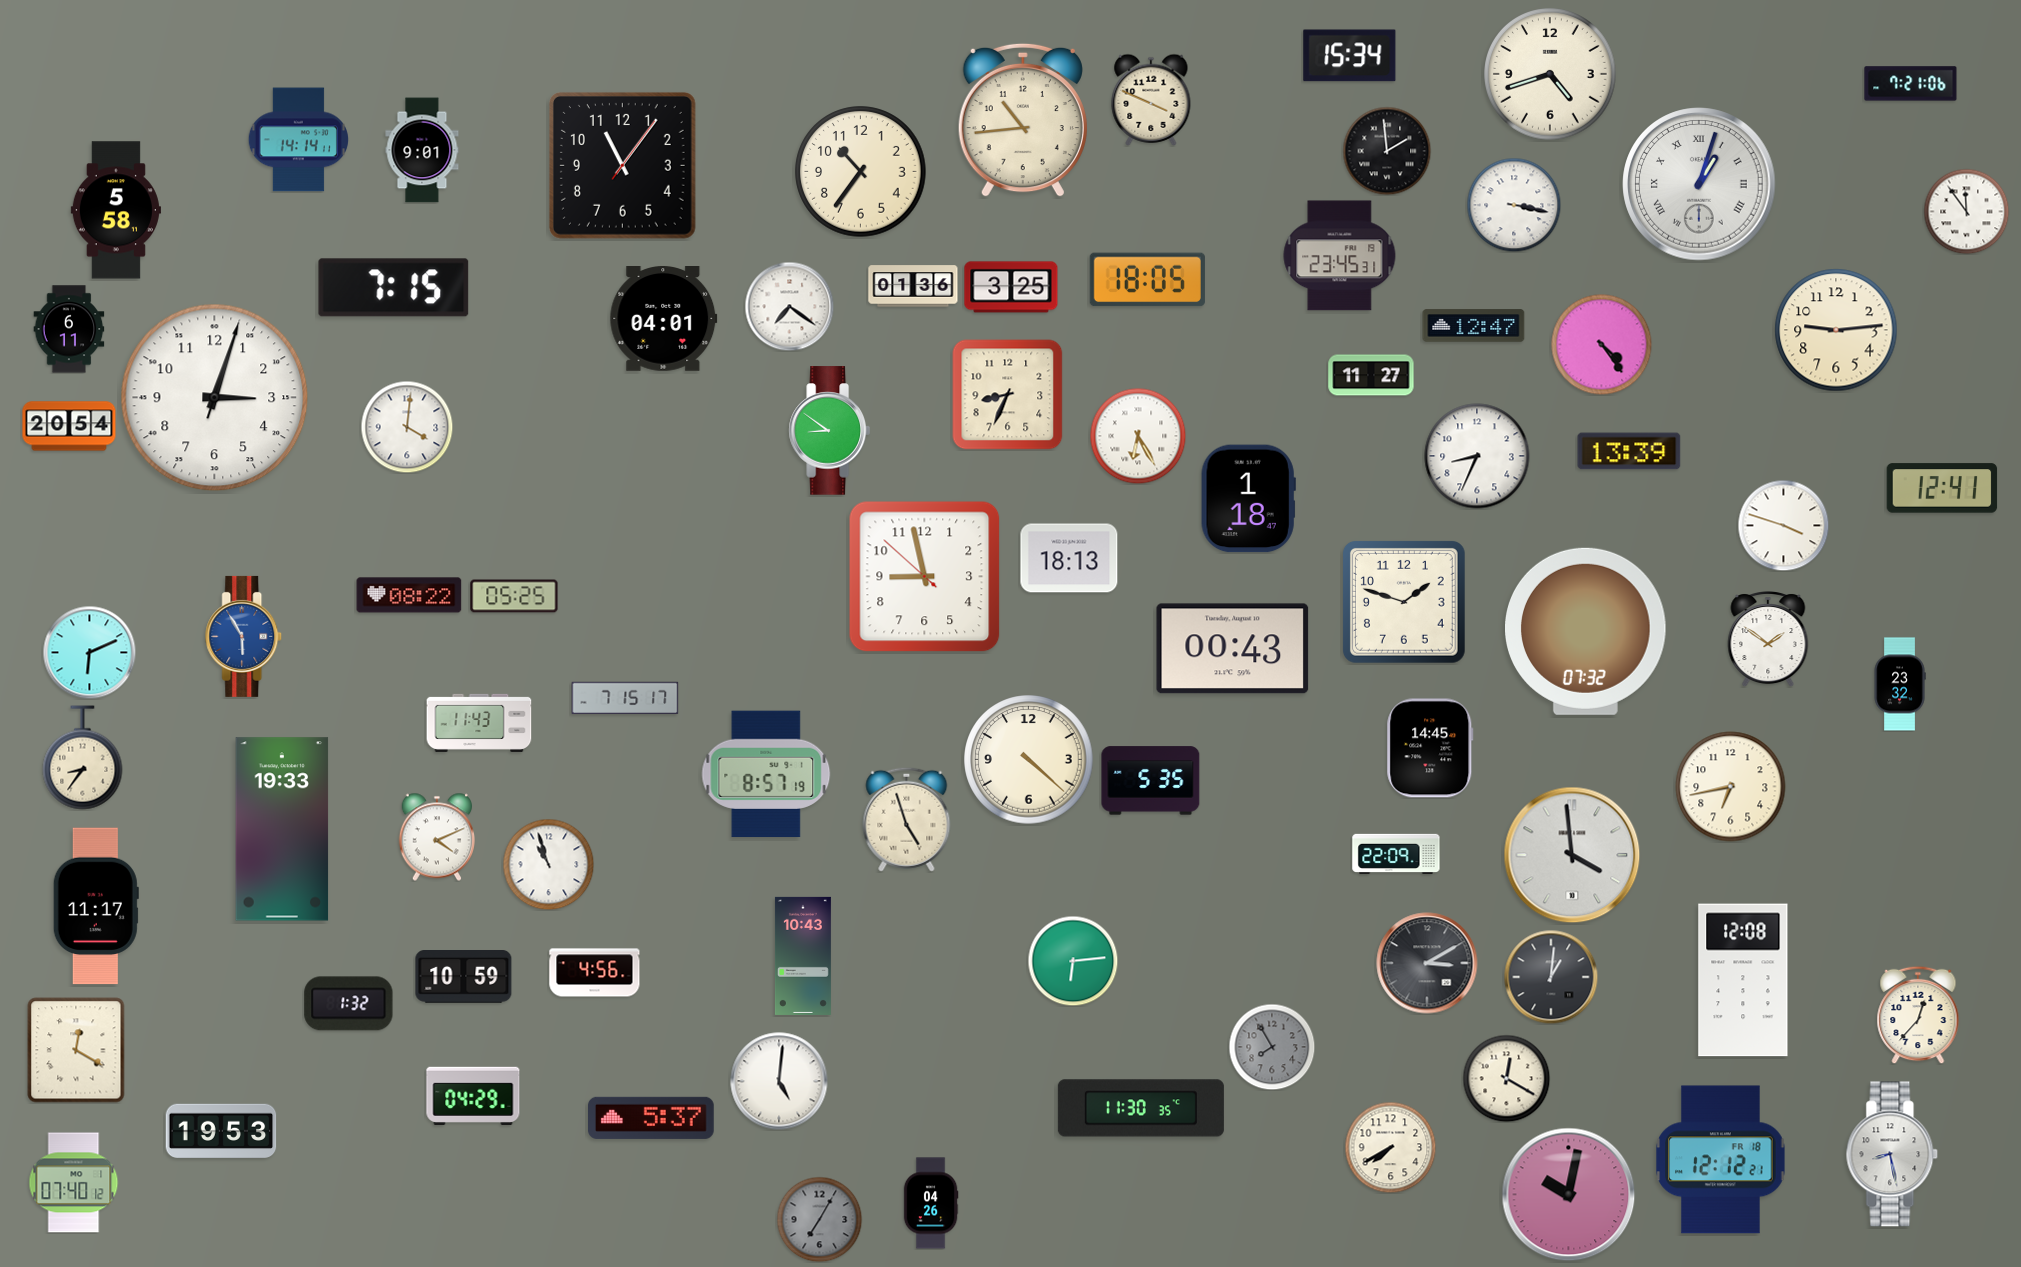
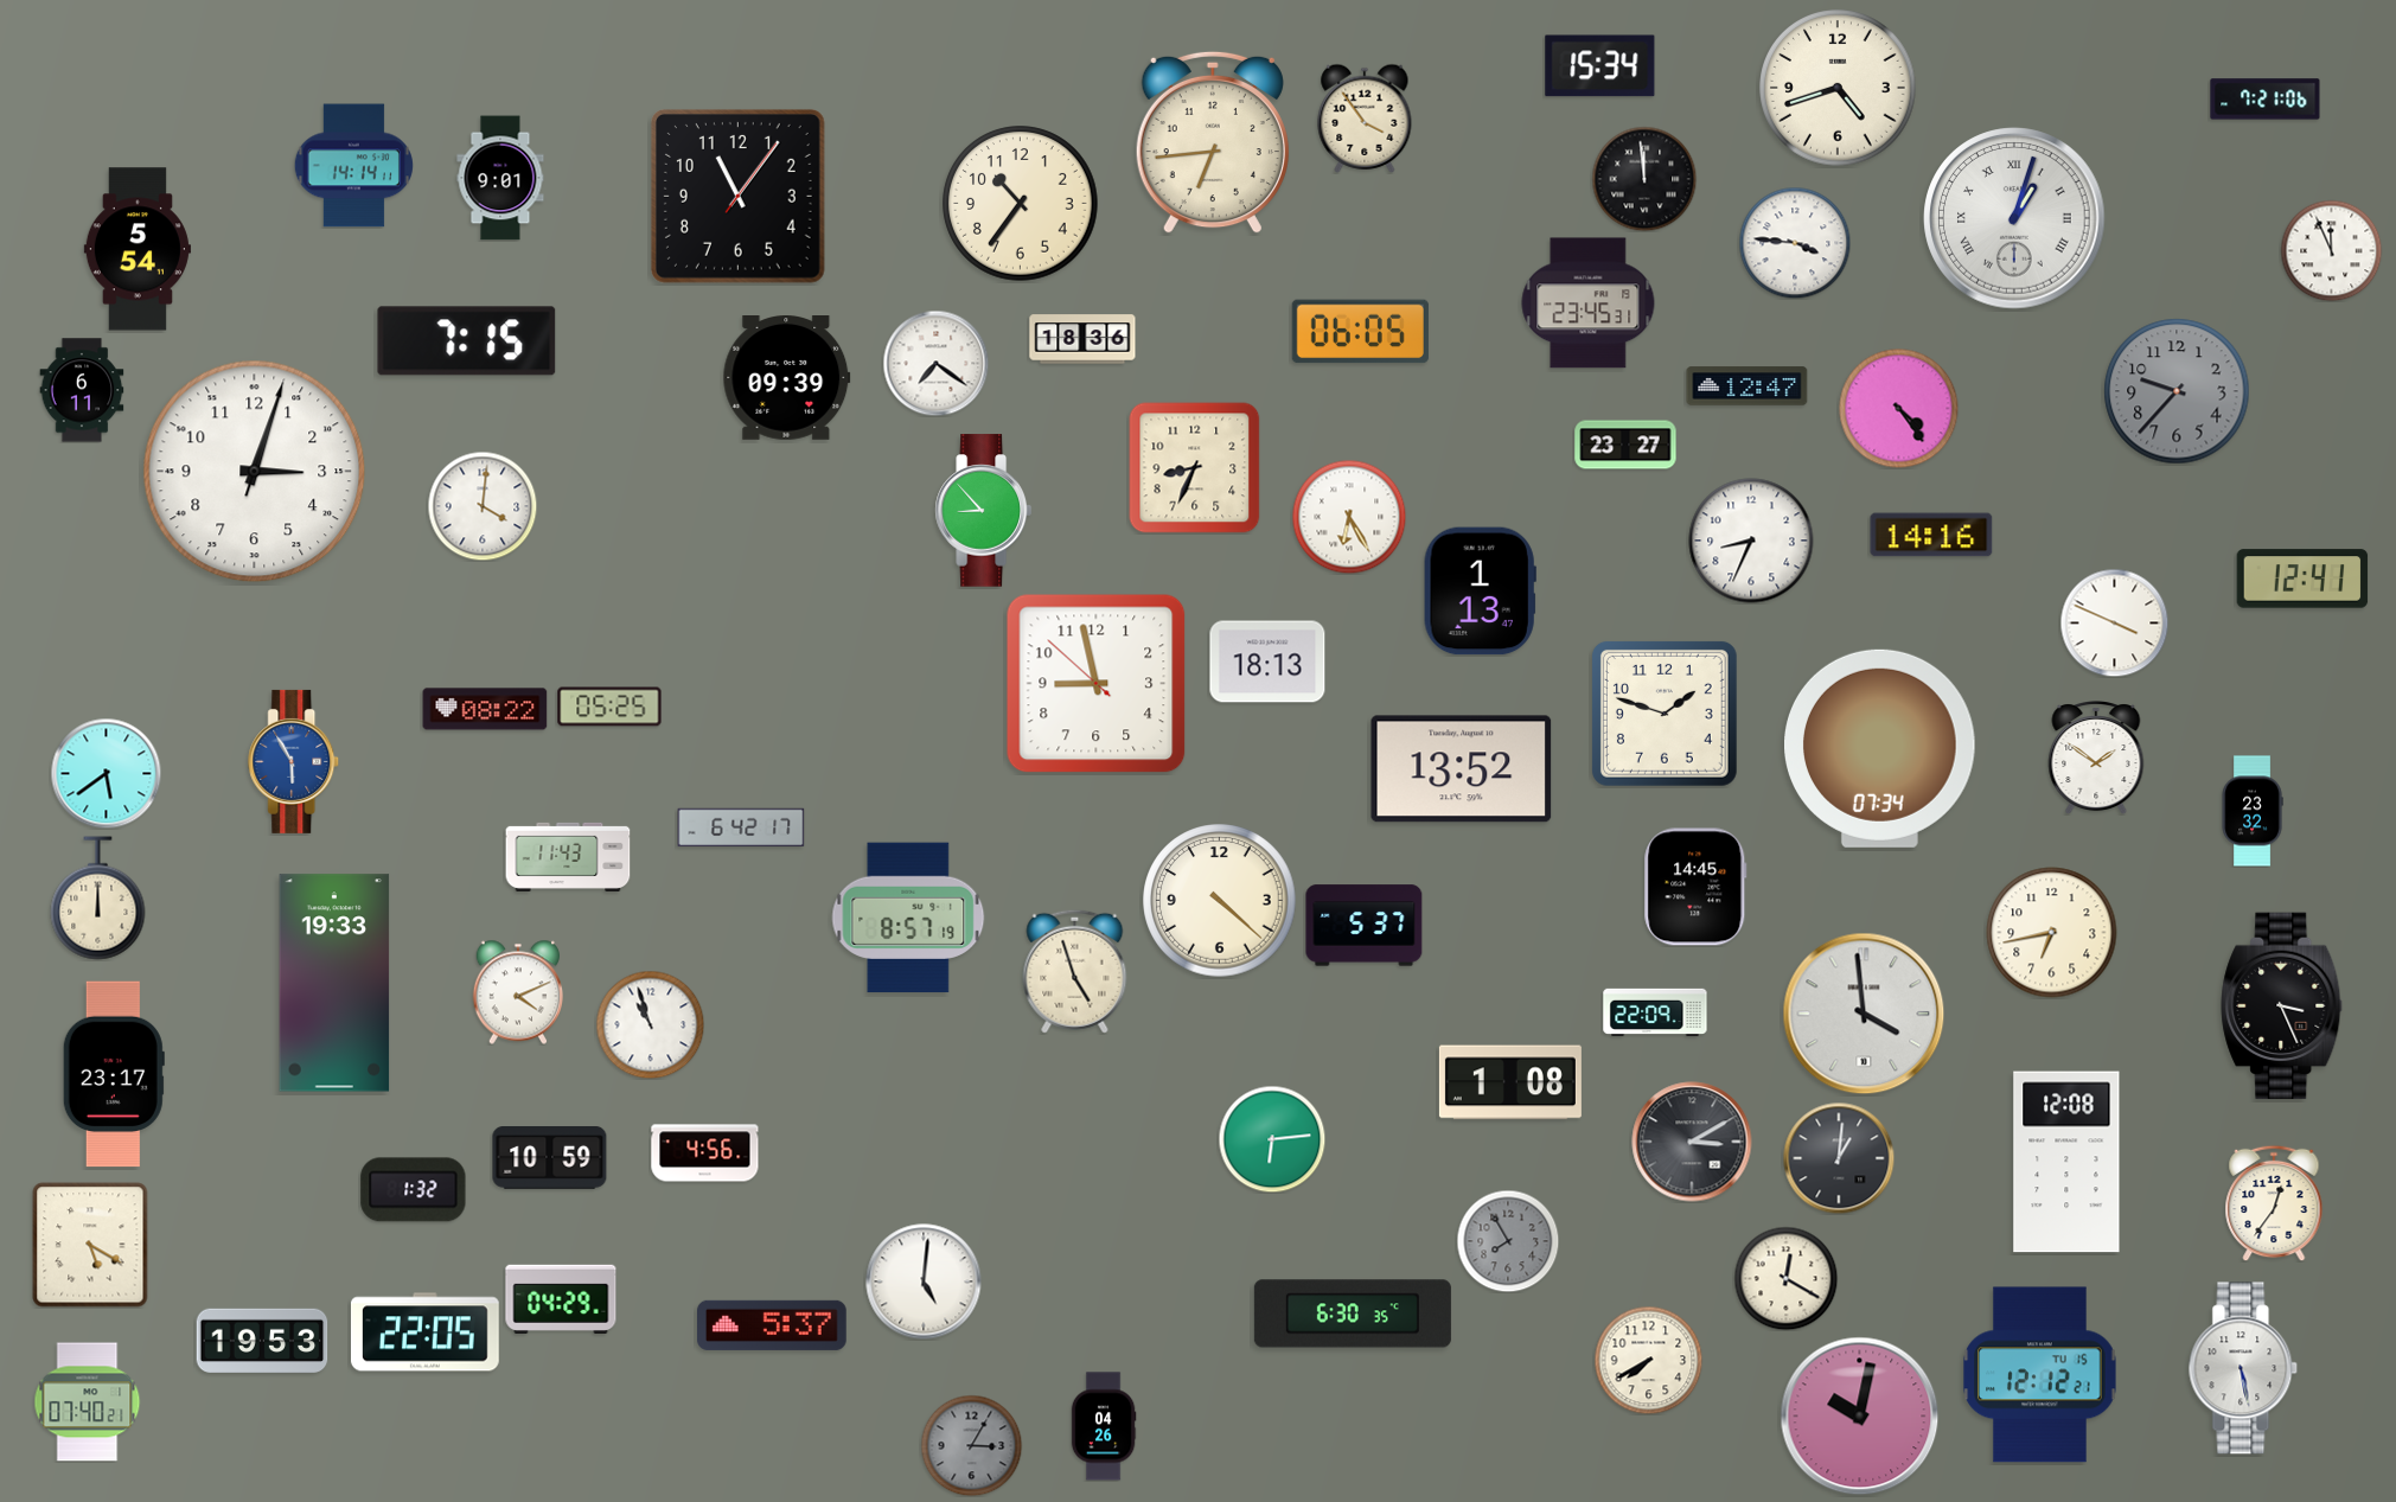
clock at (1151, 100): 3:49 -> 3:54
clock at (1023, 120): 10:44 -> 6:44
clock at (1387, 151): 1:59 -> 11:59
clock at (1514, 205): 3:17 -> 3:46
clock at (116, 210): 5:58 -> 5:54
clock at (1966, 211): 11:54 -> 11:56
clock at (1147, 280): 18:05 -> 06:05
clock at (913, 286): 01:36 -> 18:36
clock at (1011, 287): 3:25 -> none
clock at (664, 319): 04:01 -> 09:39
clock at (1836, 330): 9:14 -> 9:37
clock at (1836, 330) dial: cream -> grey
clock at (1371, 375): 11:27 -> 23:27
clock at (69, 426): 20:54 -> none
clock at (829, 431): 8:51 -> 8:53
clock at (1629, 451): 13:39 -> 14:16
clock at (1248, 499): 1:18 -> 1:13
clock at (1783, 525): 3:48 -> 3:49
clock at (409, 595) position: (409, 595) -> (485, 709)
clock at (1586, 631): 07:32 -> 07:34
clock at (244, 636) position: (244, 636) -> (294, 761)
clock at (1233, 649): 00:43 -> 13:52
clock at (89, 652): 6:11 -> 5:39
clock at (625, 698): 7:15 -> 6:42
clock at (83, 758): 8:36 -> 12:00
clock at (1151, 781): 5:35 -> 5:37
clock at (2282, 1006): none -> 3:26
clock at (96, 906): 11:17 -> 23:17
clock at (1510, 1082): none -> 1:08
clock at (803, 956): 10:43 -> none
clock at (1918, 1015): 12:37 -> 12:36
clock at (76, 1050): 12:20 -> 5:20
clock at (1141, 1108): 11:30 -> 6:30
clock at (424, 1332): none -> 22:05
clock at (1892, 1154): 8:28 -> 5:28
clock at (1721, 1160) date: FR 18 -> TU 15
clock at (74, 1183): 07:40:12 -> 07:40:21
clock at (819, 1219): 7:05 -> 3:05
